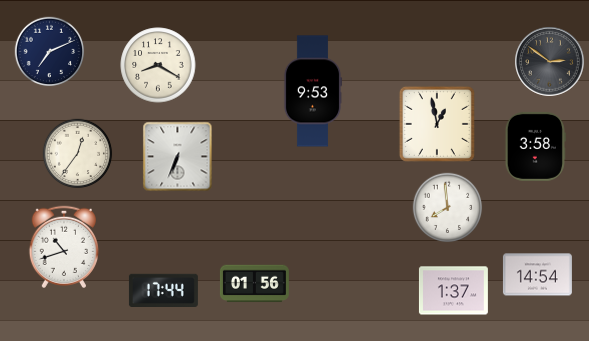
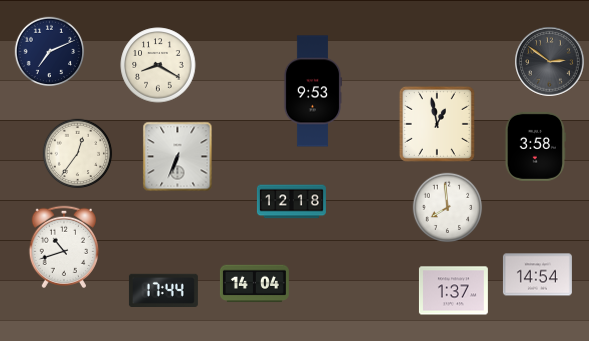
clock at (291, 202): none -> 12:18
clock at (254, 284): 01:56 -> 14:04
